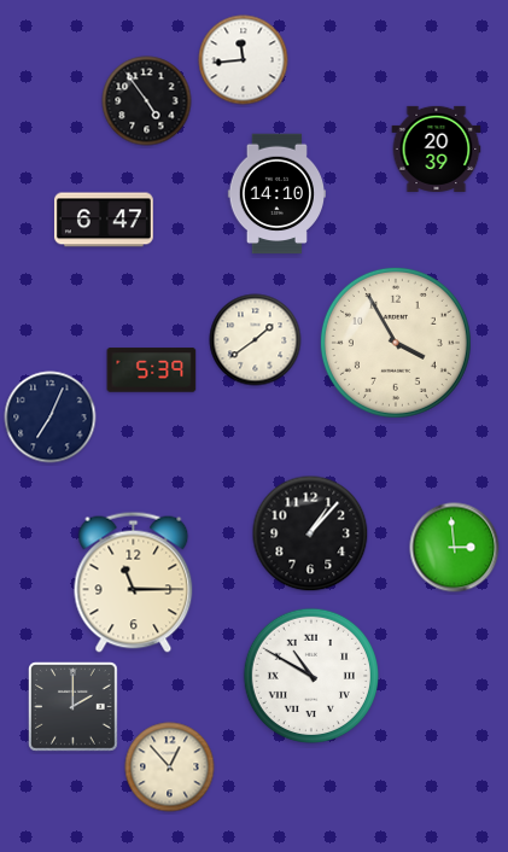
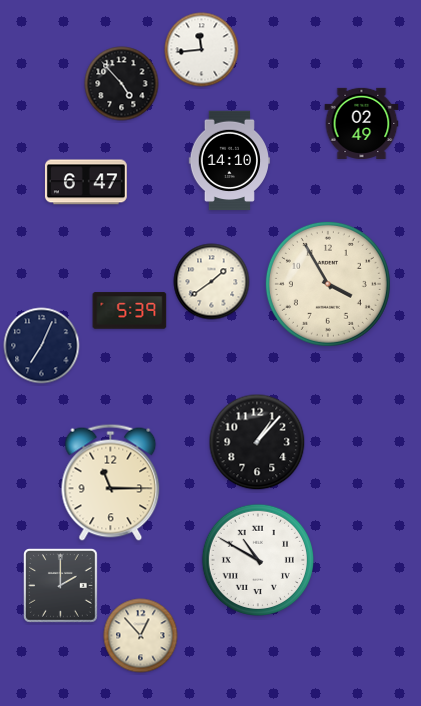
clock at (147, 101): 4:54 -> 4:53
clock at (437, 148): 20:39 -> 02:49
clock at (152, 370) position: (152, 370) -> (130, 311)
clock at (455, 548): 2:59 -> none
